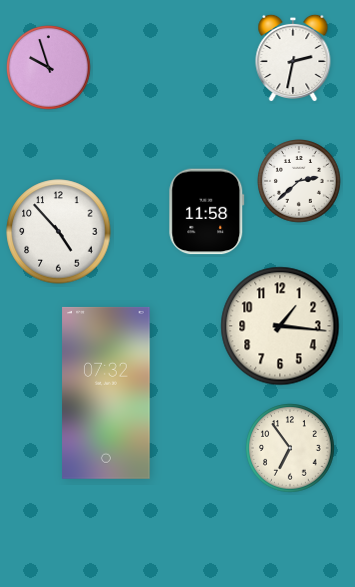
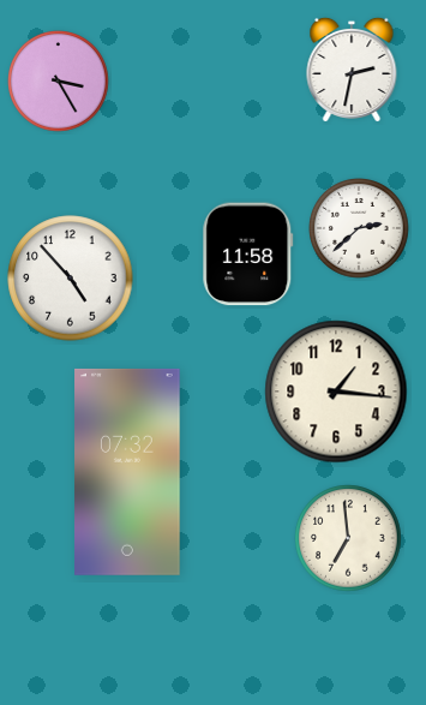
clock at (49, 68): 9:57 -> 3:25
clock at (300, 182) position: (300, 182) -> (360, 229)
clock at (290, 448): 6:54 -> 6:59
